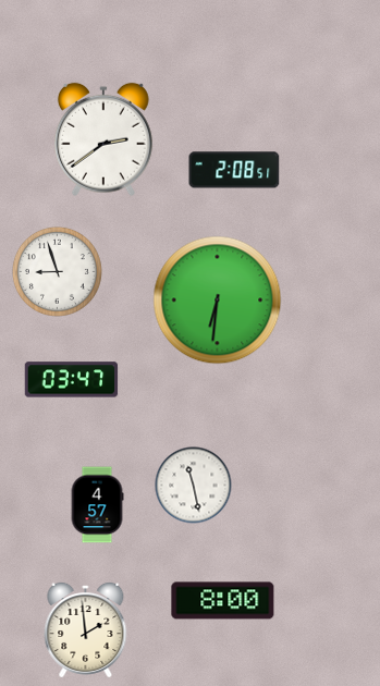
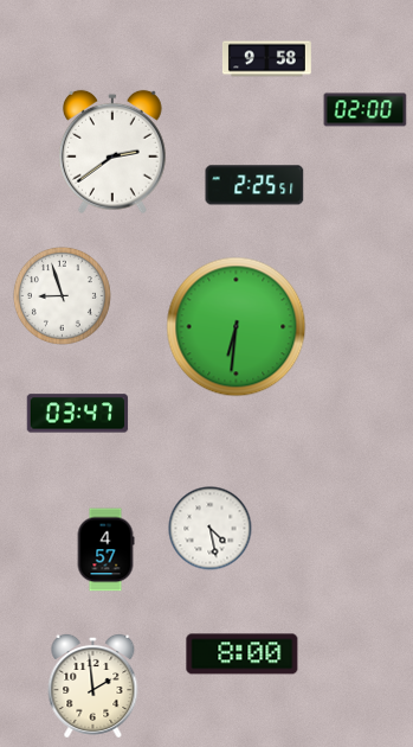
clock at (266, 59): none -> 9:58
clock at (366, 110): none -> 02:00
clock at (234, 170): 2:08 -> 2:25
clock at (194, 486): 11:28 -> 4:28
